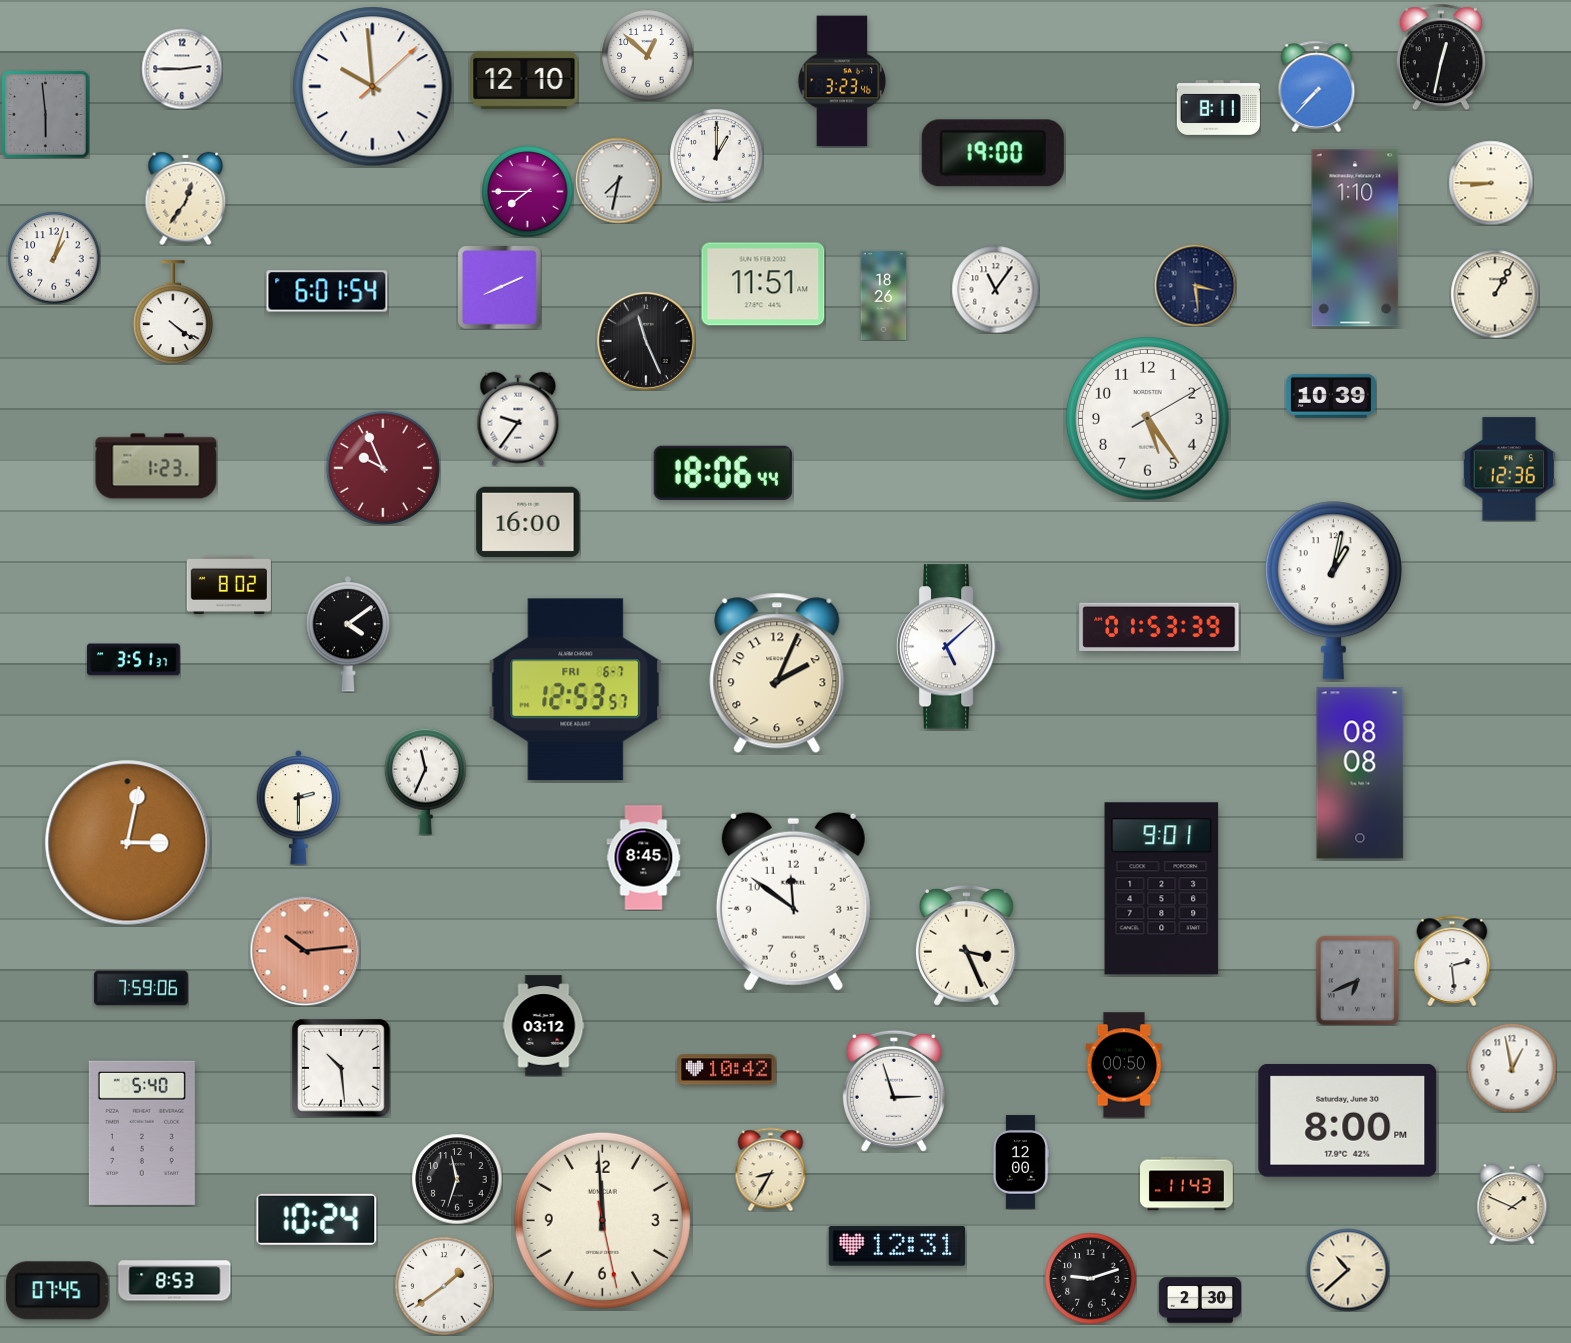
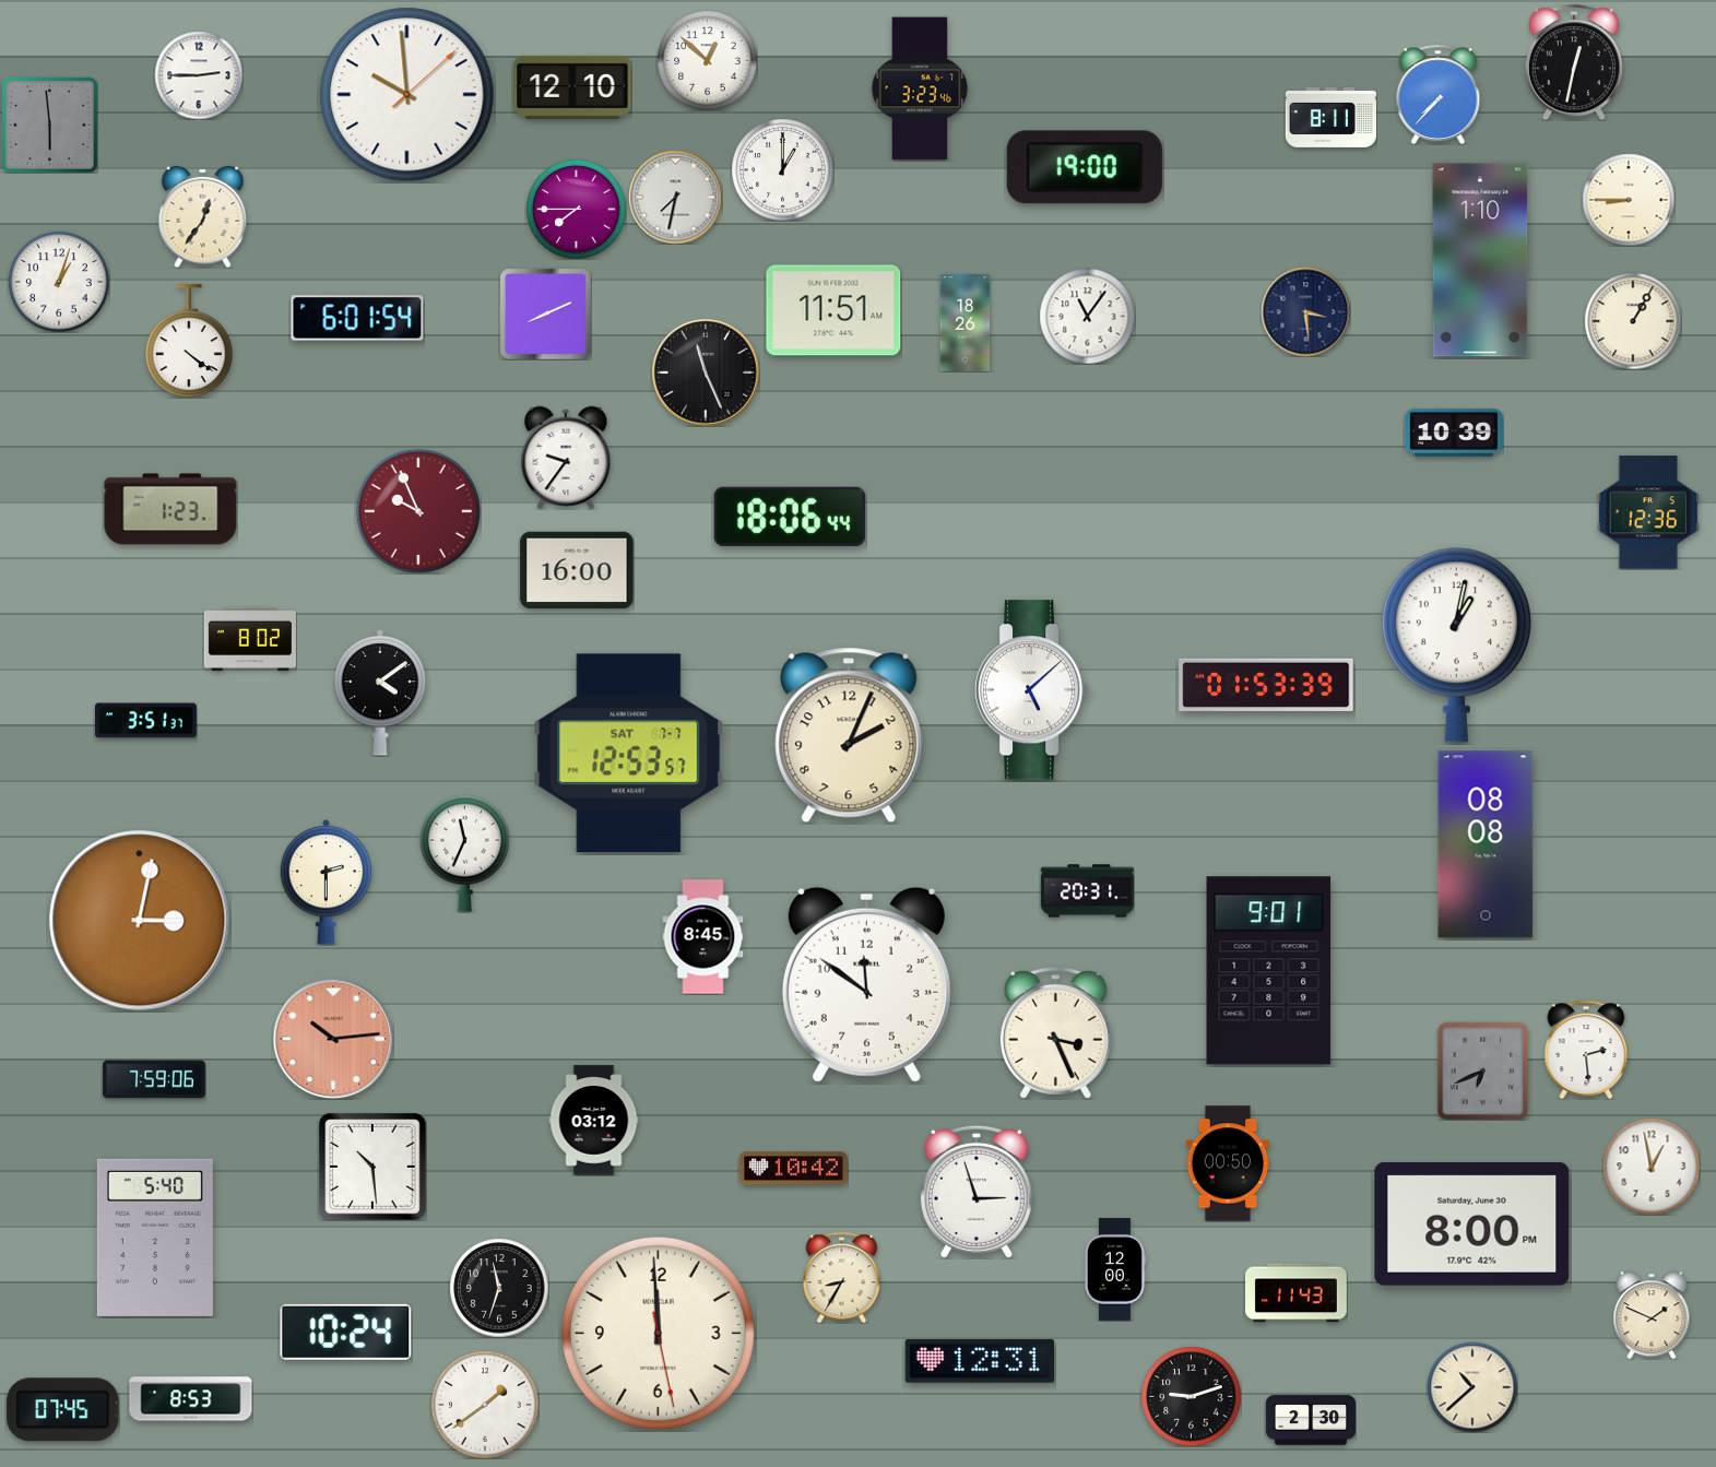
clock at (1148, 419): 5:24 -> none
clock at (948, 647) position: (948, 647) -> (1031, 690)
clock at (576, 690) date: FRI 6-7 -> SAT 7-7
clock at (1087, 891): none -> 20:31
